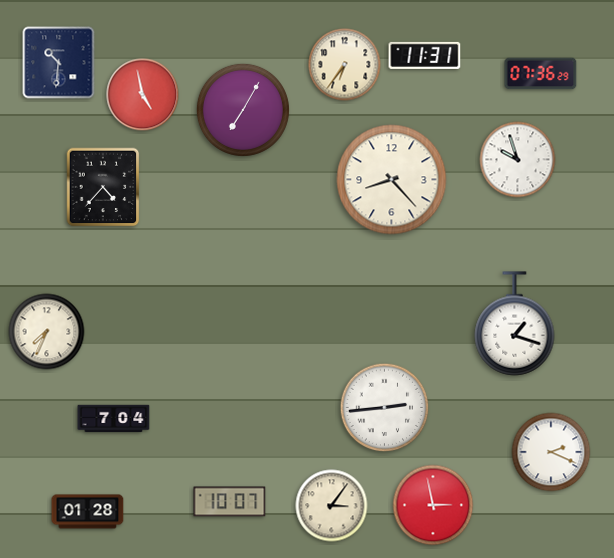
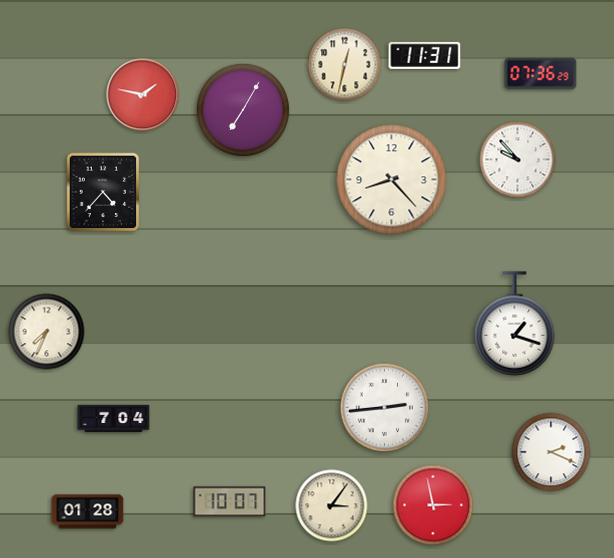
clock at (59, 63): 10:31 -> none
clock at (345, 65): 6:36 -> 12:32
clock at (143, 95): 4:58 -> 1:47
clock at (518, 160): 9:57 -> 9:53
clock at (103, 187) position: (103, 187) -> (103, 192)
